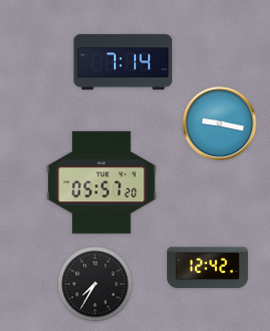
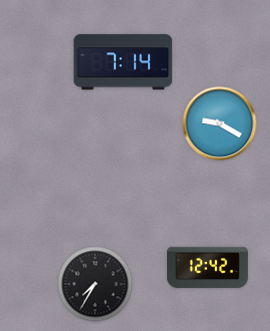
clock at (220, 124): 9:17 -> 9:20
clock at (102, 183): 05:57 -> none
